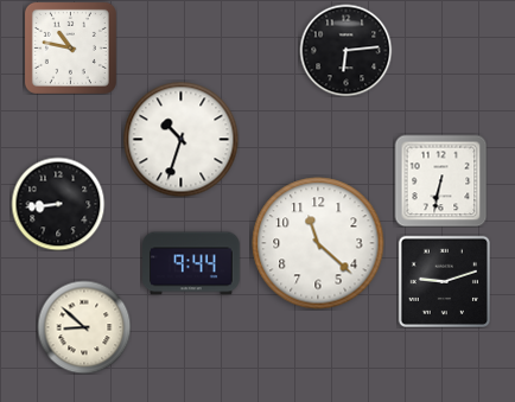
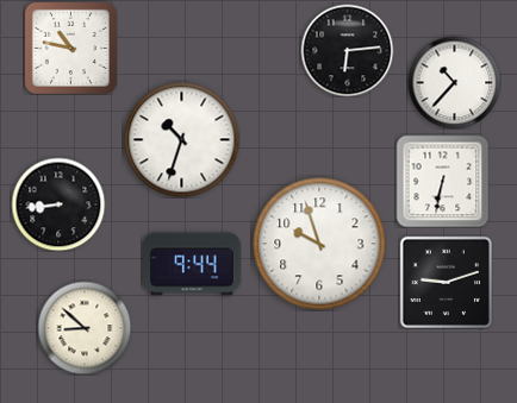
clock at (454, 82): none -> 10:37
clock at (318, 243): 11:22 -> 9:57
